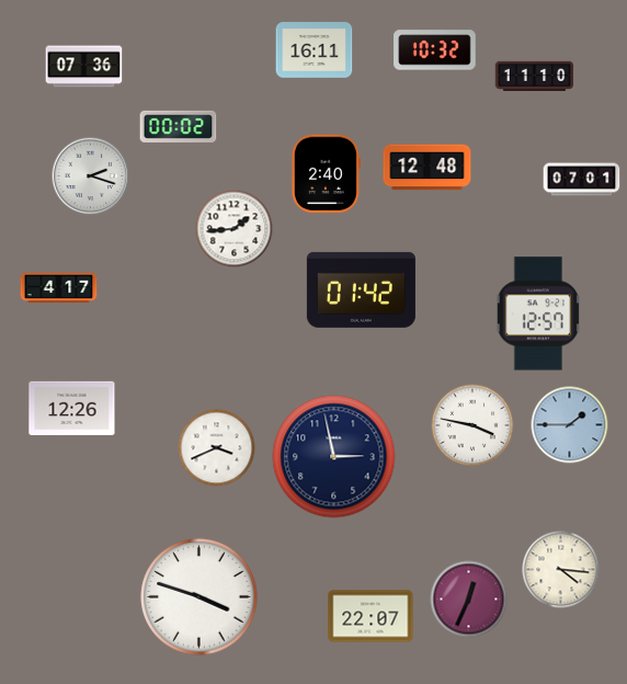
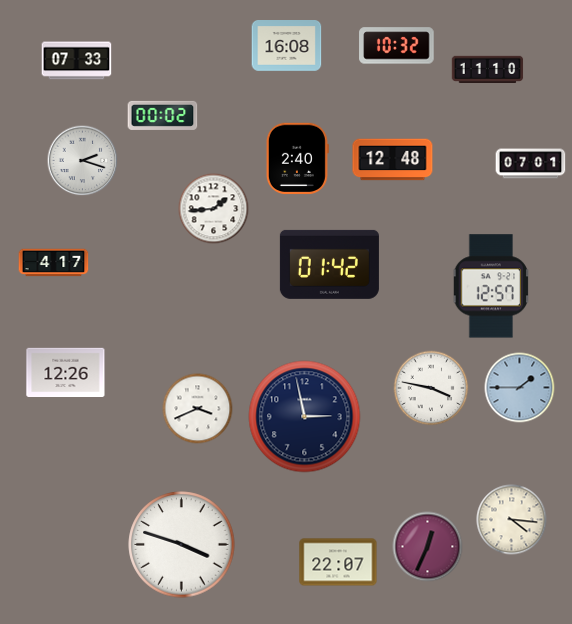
clock at (315, 50): 16:11 -> 16:08
clock at (84, 67): 07:36 -> 07:33
clock at (428, 168) position: (428, 168) -> (393, 160)
